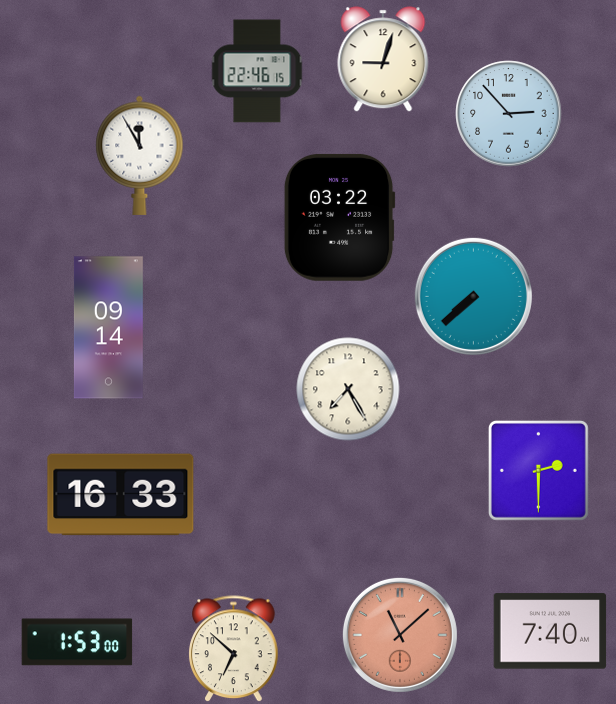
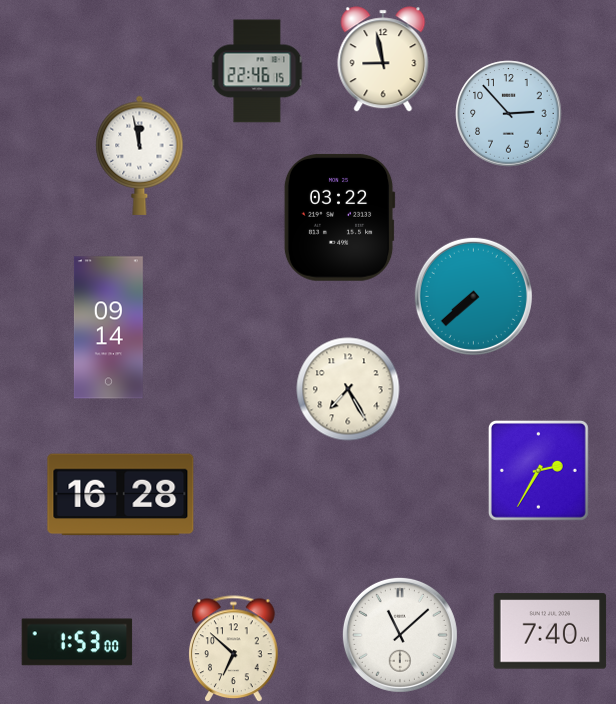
clock at (383, 59): 9:03 -> 8:58
clock at (140, 155): 11:55 -> 11:58
clock at (538, 470): 2:30 -> 2:35
clock at (121, 495): 16:33 -> 16:28
clock at (400, 635) dial: salmon -> white
